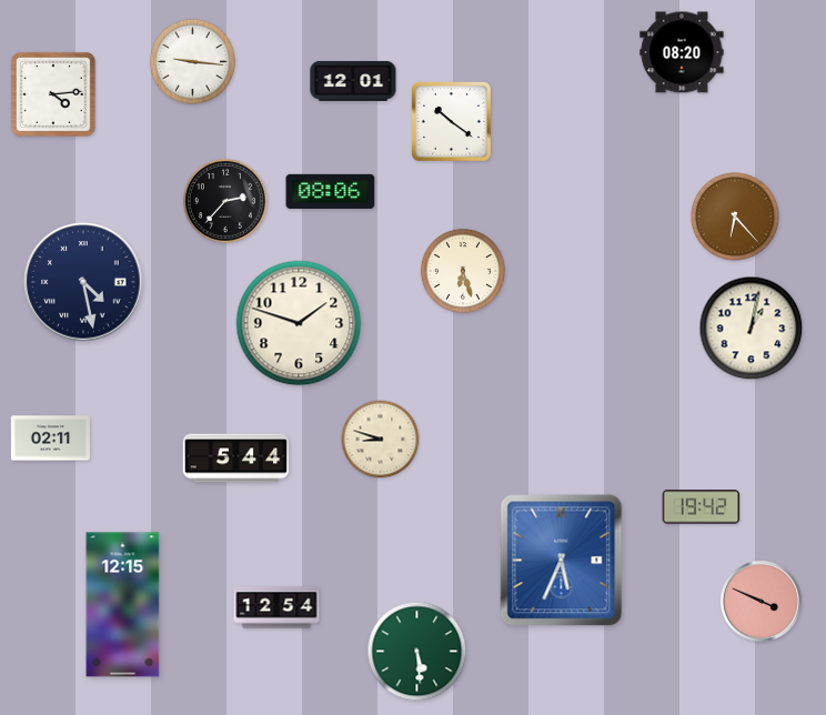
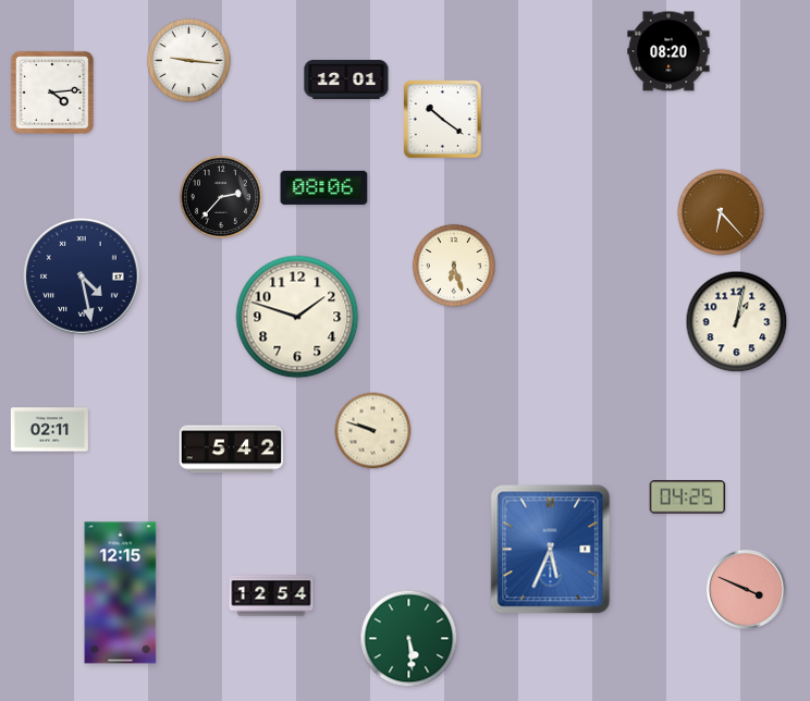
clock at (299, 323) position: (299, 323) -> (297, 317)
clock at (381, 440): 8:48 -> 9:48
clock at (236, 459): 5:44 -> 5:42
clock at (702, 507): 19:42 -> 04:25
